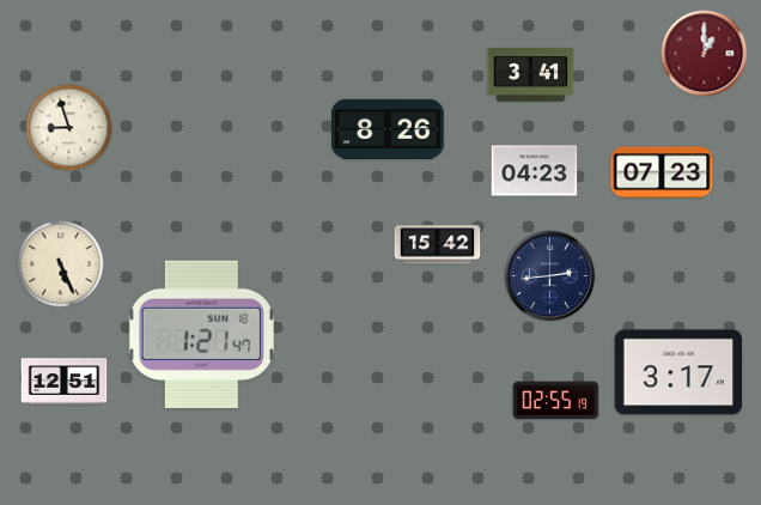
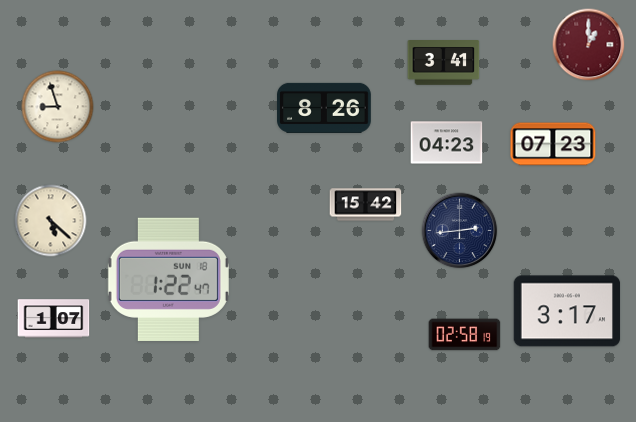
clock at (61, 264): 5:26 -> 5:22
clock at (201, 334): 1:21 -> 1:22
clock at (65, 382): 12:51 -> 1:07
clock at (556, 401): 02:55 -> 02:58
